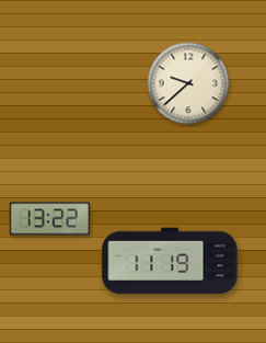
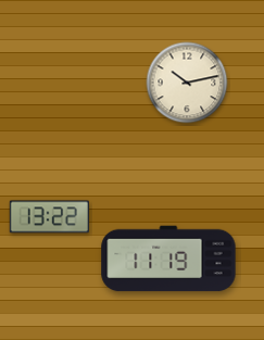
clock at (188, 83): 9:38 -> 10:13
